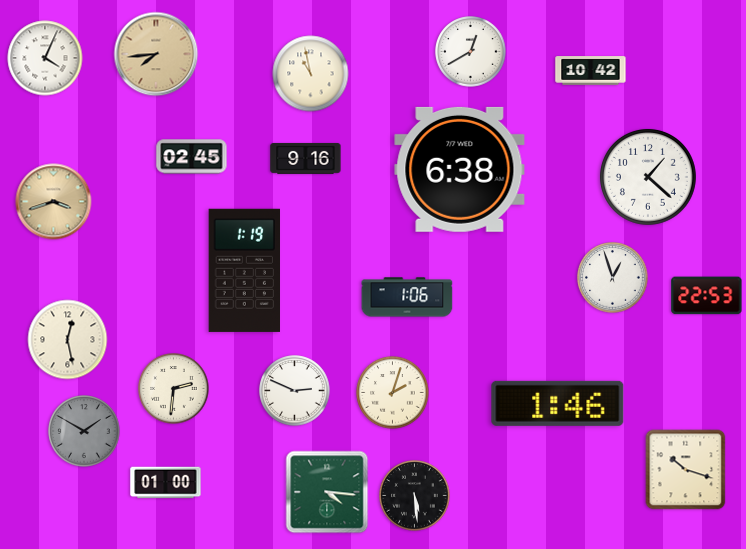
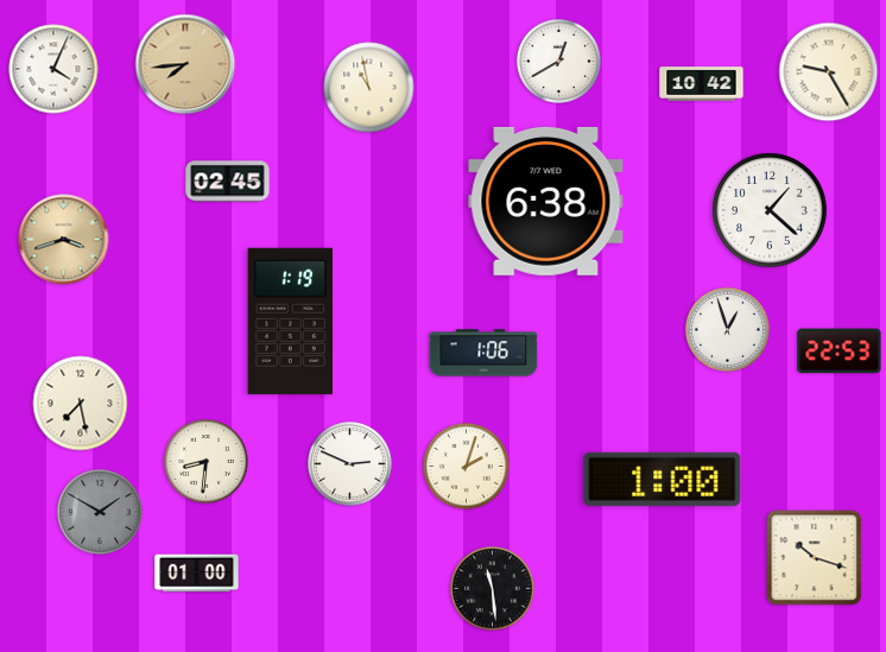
clock at (829, 72): none -> 9:25
clock at (192, 157) position: (192, 157) -> (228, 182)
clock at (306, 158): 9:16 -> none
clock at (68, 340): 12:28 -> 7:28
clock at (174, 389): 2:31 -> 8:31
clock at (558, 403): 1:46 -> 1:00
clock at (327, 492): 4:16 -> none
clock at (415, 496): 5:29 -> 11:29
